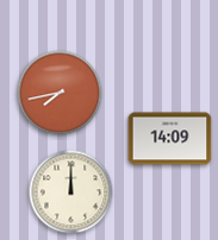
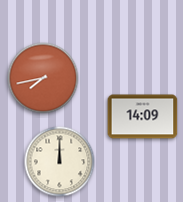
clock at (60, 93) position: (60, 93) -> (43, 78)
